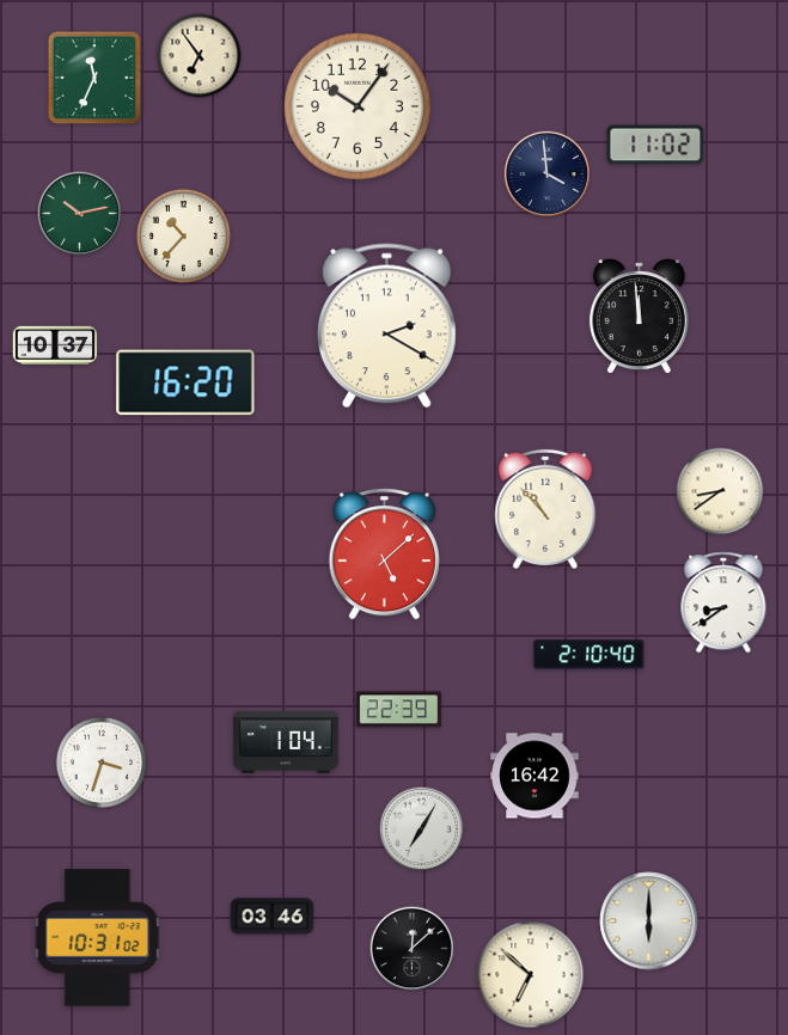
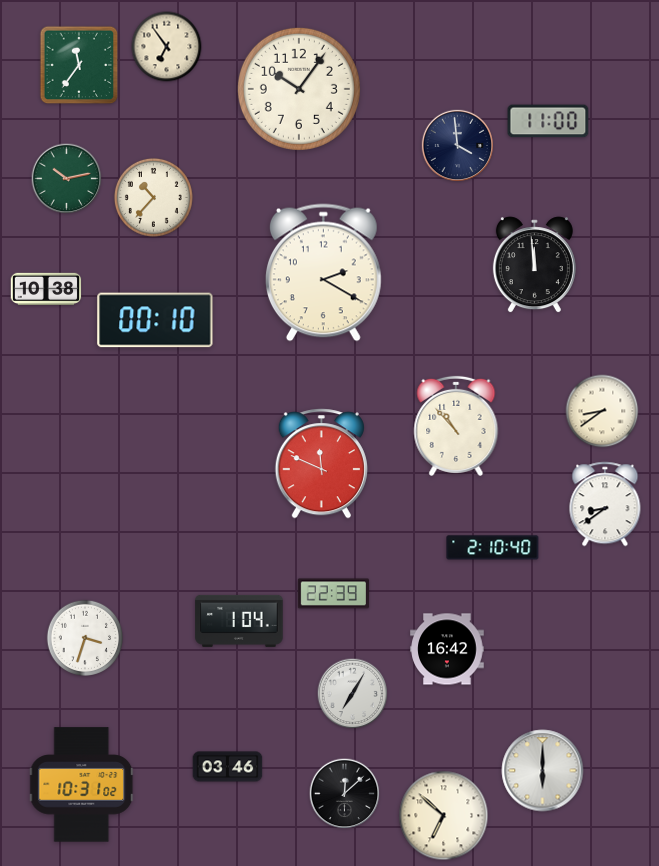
clock at (94, 78): 11:34 -> 11:36
clock at (655, 145): 11:02 -> 11:00
clock at (55, 344): 10:37 -> 10:38
clock at (185, 382): 16:20 -> 00:10
clock at (384, 555): 5:08 -> 11:49
